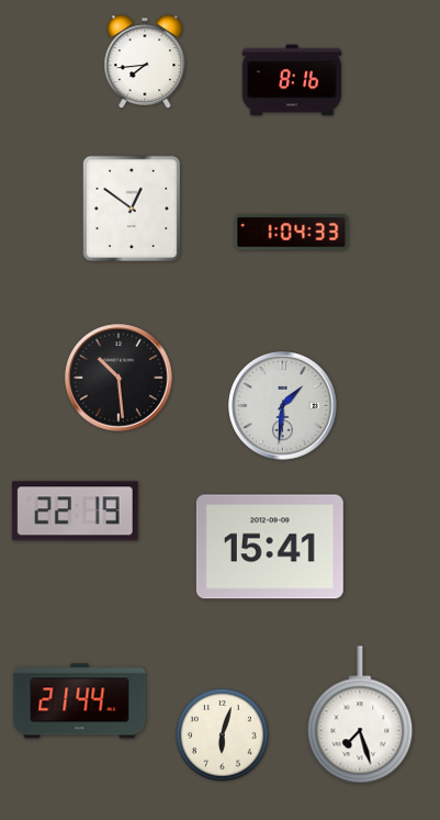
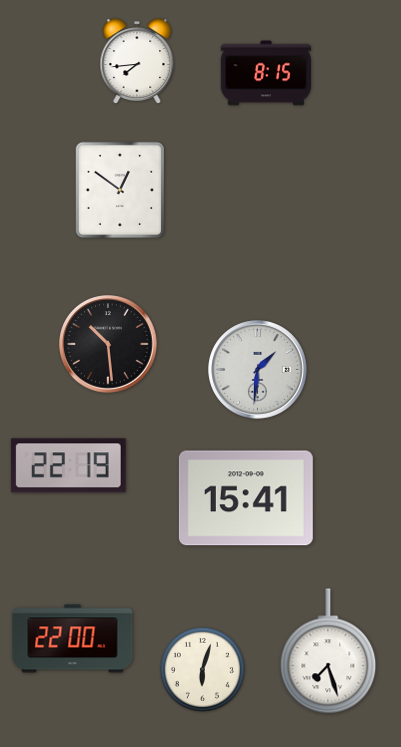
clock at (145, 61) position: (145, 61) -> (137, 61)
clock at (292, 80): 8:16 -> 8:15
clock at (292, 233): 1:04 -> none
clock at (80, 701): 21:44 -> 22:00
